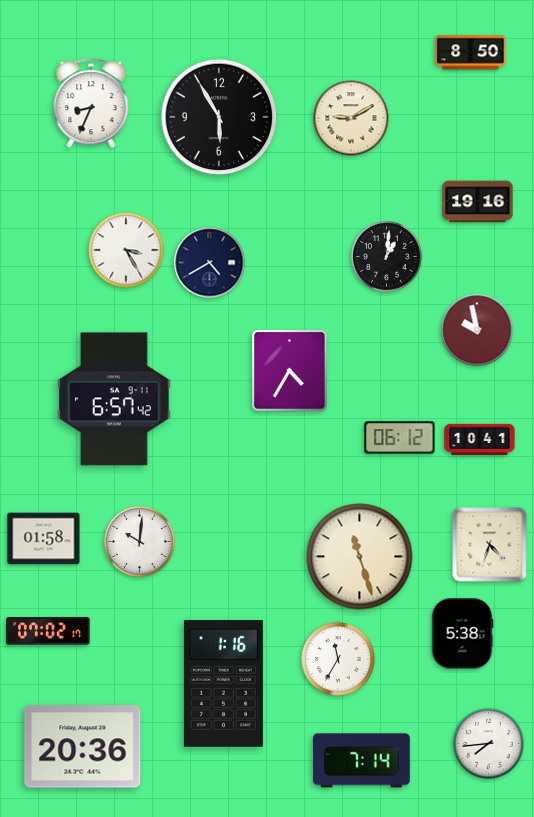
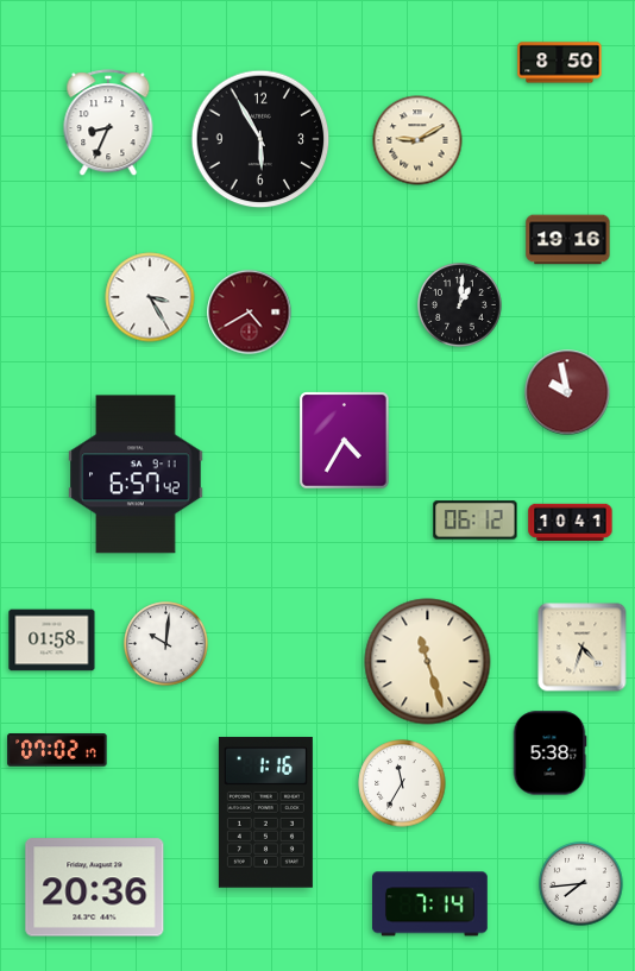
clock at (210, 263) dial: navy -> burgundy
clock at (83, 747) position: (83, 747) -> (95, 888)
